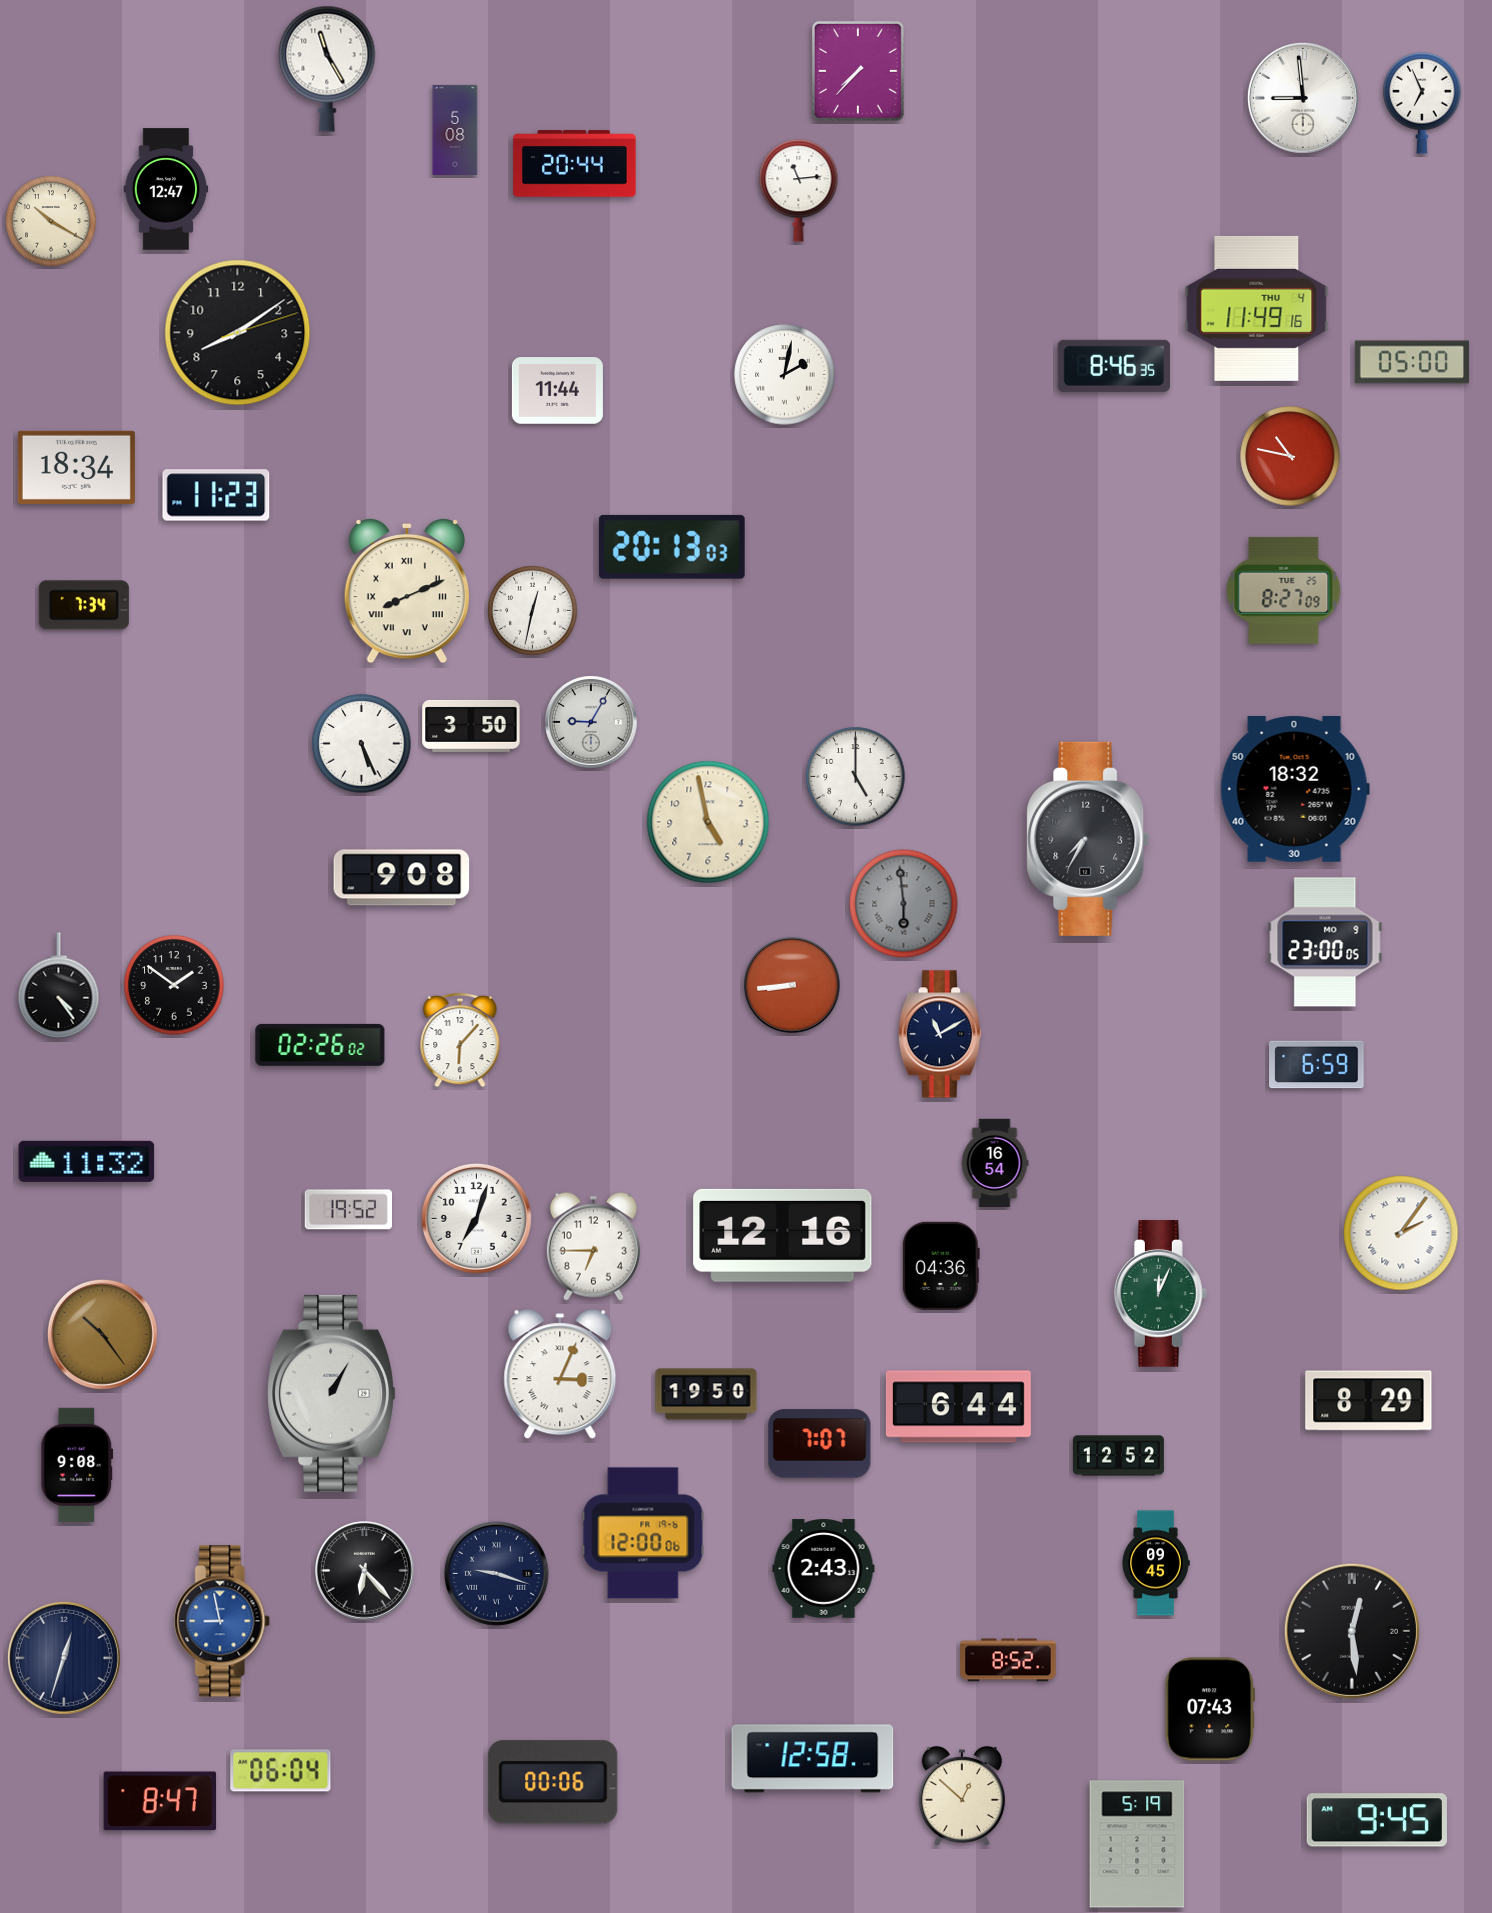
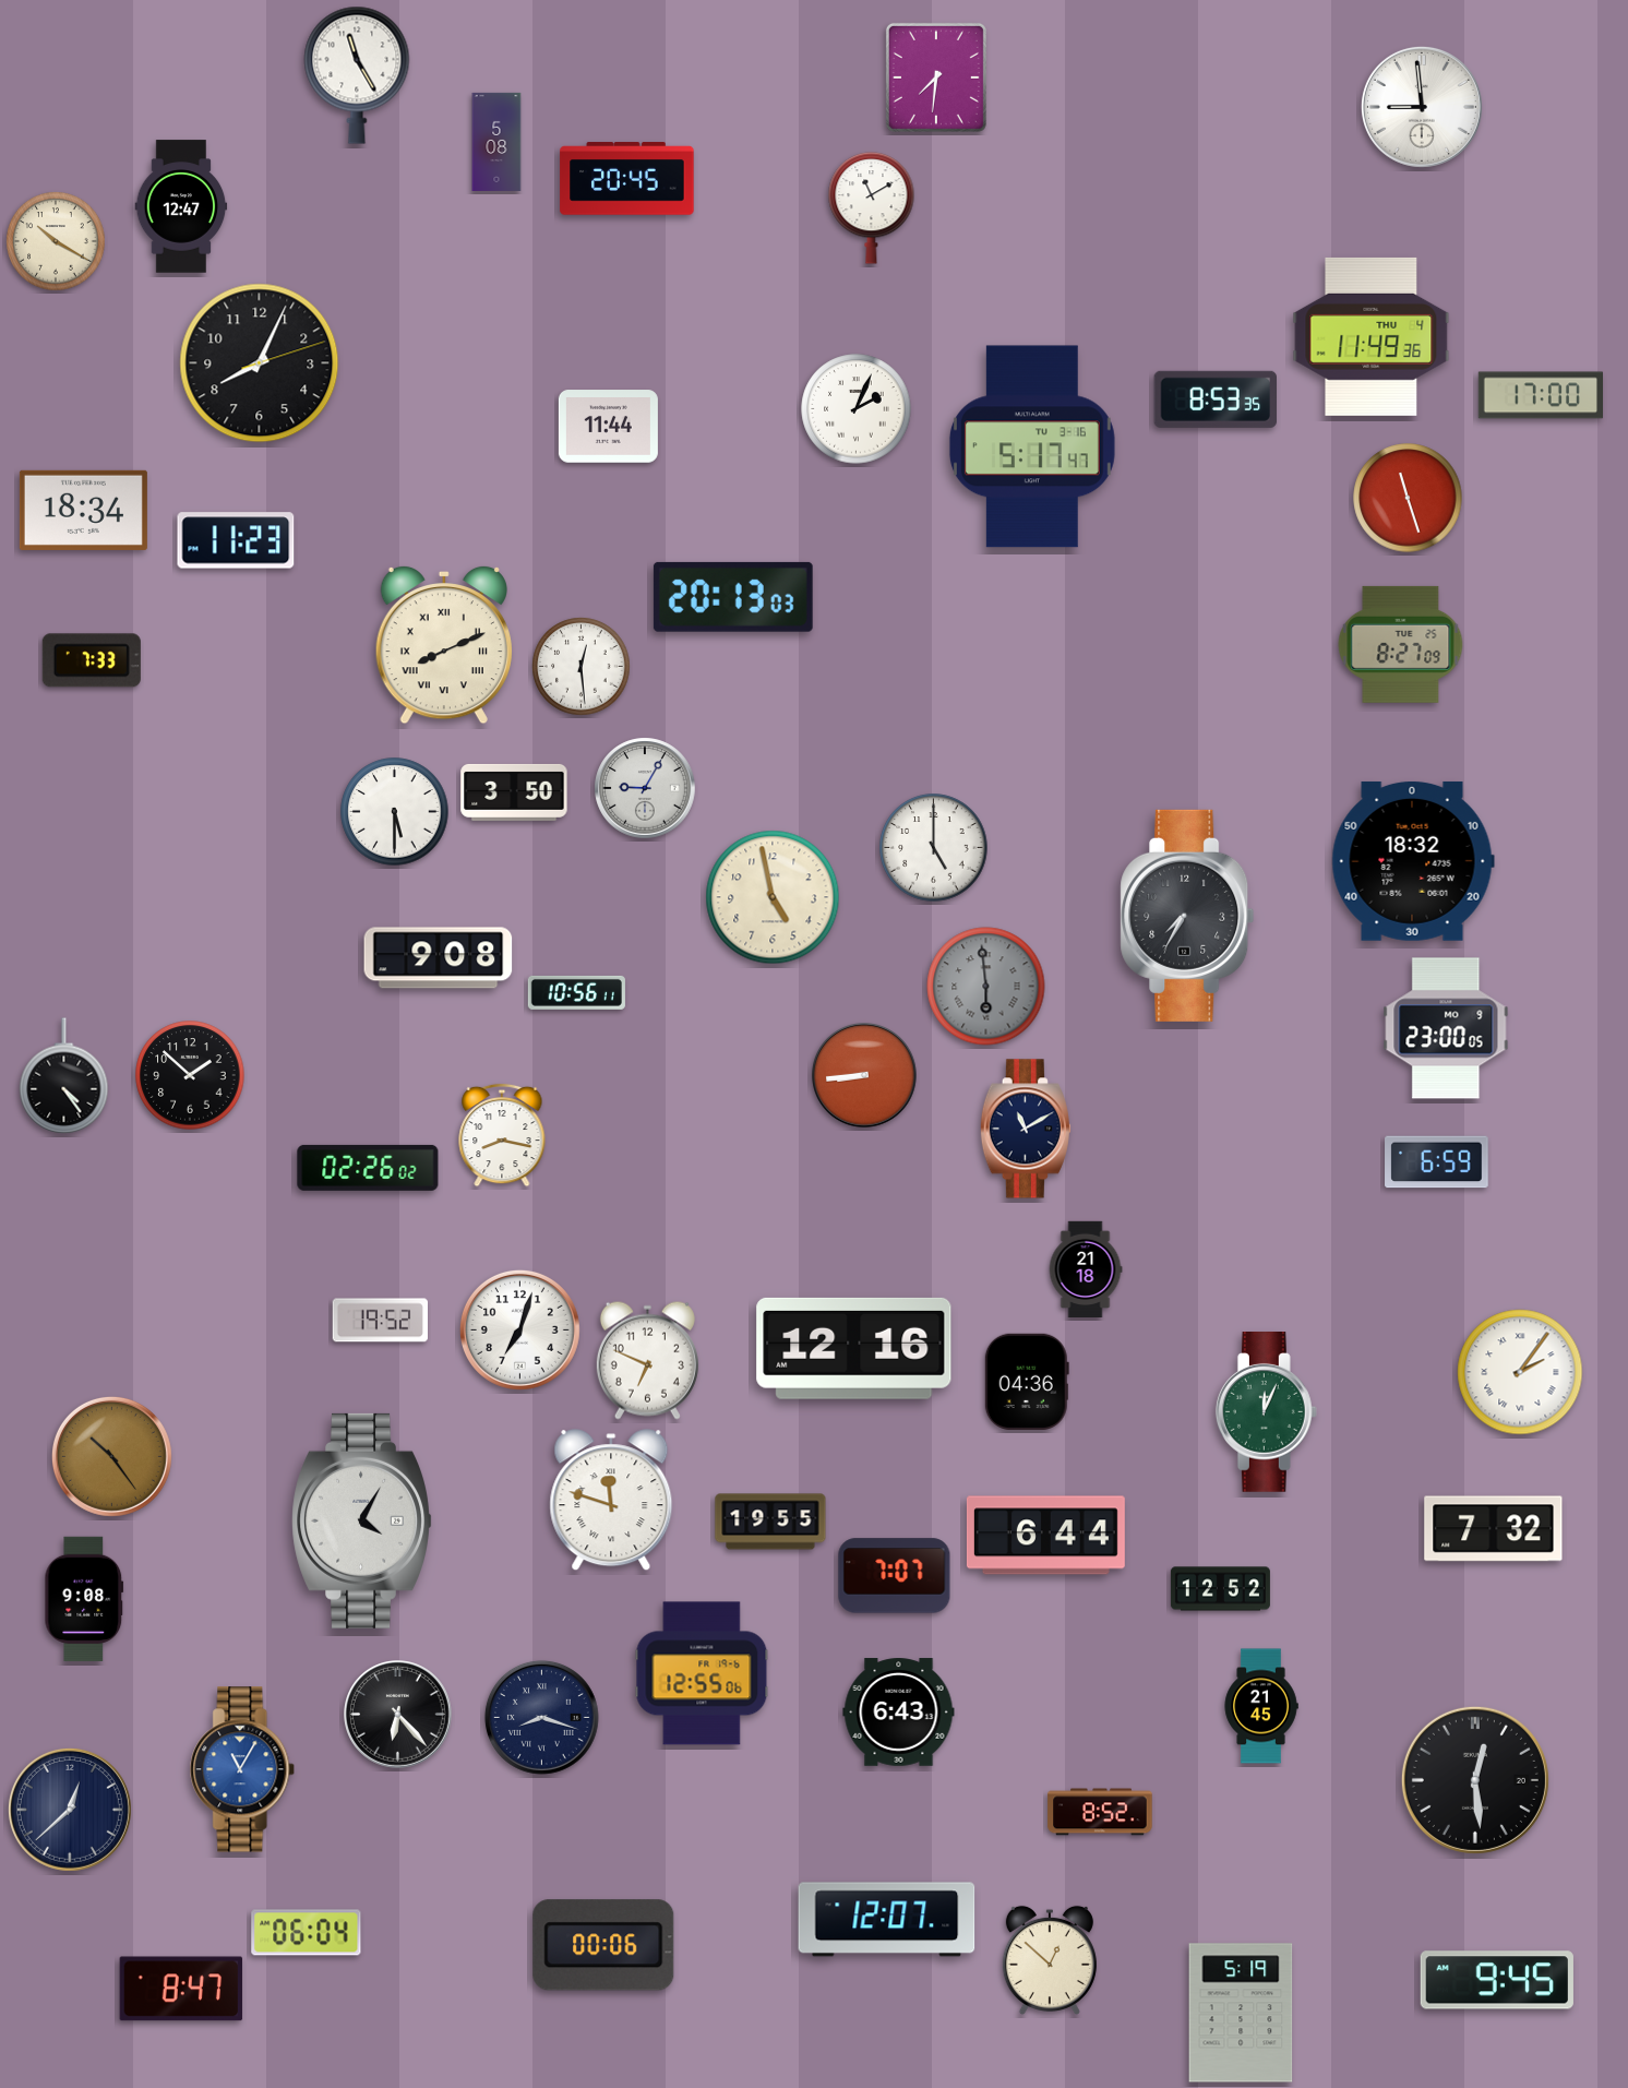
clock at (858, 71): 7:37 -> 7:31
clock at (1422, 103): 6:56 -> none
clock at (575, 164): 20:44 -> 20:45
clock at (799, 191): 11:14 -> 11:10
clock at (1257, 308): 11:49:16 -> 11:49:36
clock at (238, 333): 8:09 -> 8:04
clock at (1411, 362): 05:00 -> 17:00
clock at (1114, 366): 8:46 -> 8:53
clock at (785, 375): 2:02 -> 2:04
clock at (1032, 446): none -> 5:17
clock at (1290, 456): 10:47 -> 11:27
clock at (84, 605): 7:34 -> 7:33
clock at (533, 611): 12:32 -> 12:29
clock at (362, 744): 5:26 -> 5:30
clock at (576, 992): none -> 10:56
clock at (174, 985): 1:51 -> 1:52
clock at (460, 1040): 6:07 -> 8:17
clock at (320, 1045) position: (320, 1045) -> (368, 1168)
clock at (87, 1161): 11:32 -> none
clock at (995, 1163): 16:54 -> 21:18
clock at (1401, 1233) position: (1401, 1233) -> (1520, 1372)
clock at (593, 1246): 6:45 -> 6:49
clock at (560, 1375): 3:04 -> 11:48
clock at (331, 1393): 1:05 -> 4:05
clock at (706, 1394): 19:50 -> 19:55
clock at (1369, 1401): 8:29 -> 7:32
clock at (643, 1533): 12:00 -> 12:55
clock at (1156, 1563): 09:45 -> 21:45
clock at (824, 1569): 2:43 -> 6:43
clock at (496, 1573): 9:18 -> 8:18
clock at (223, 1621): 8:58 -> 11:05
clock at (64, 1658): 12:33 -> 12:38
clock at (1209, 1709): 07:43 -> none
clock at (813, 1759): 12:58 -> 12:07
clock at (160, 1801) position: (160, 1801) -> (181, 1989)
clock at (1377, 1820) position: (1377, 1820) -> (1497, 1980)
